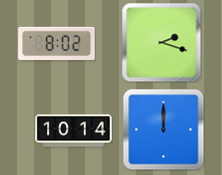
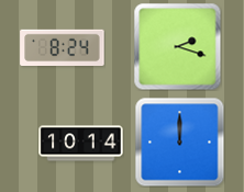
clock at (57, 44): 8:02 -> 8:24
